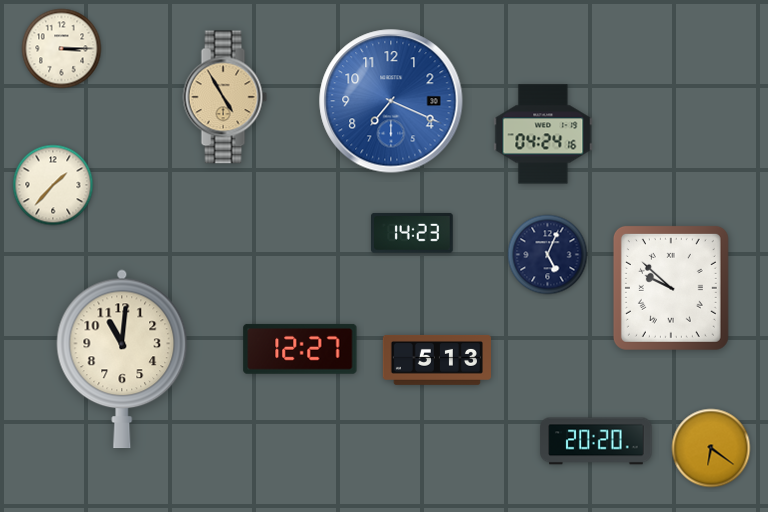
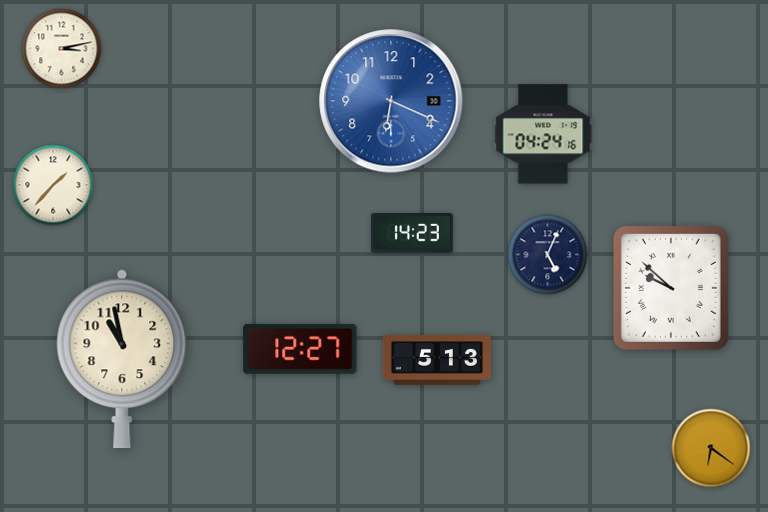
clock at (62, 49): 3:15 -> 3:13
clock at (225, 97): 4:55 -> none
clock at (391, 101): 7:19 -> 6:19
clock at (122, 359): 11:01 -> 10:58
clock at (596, 441): 20:20 -> none
